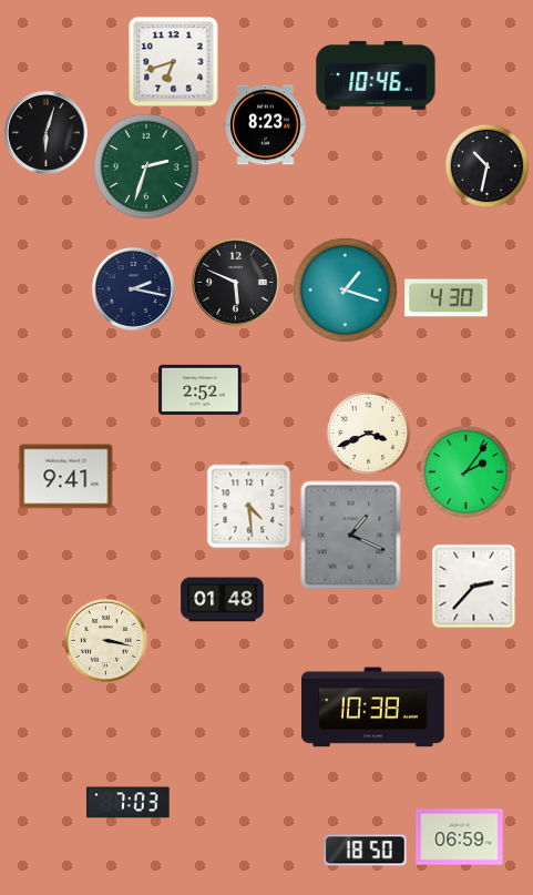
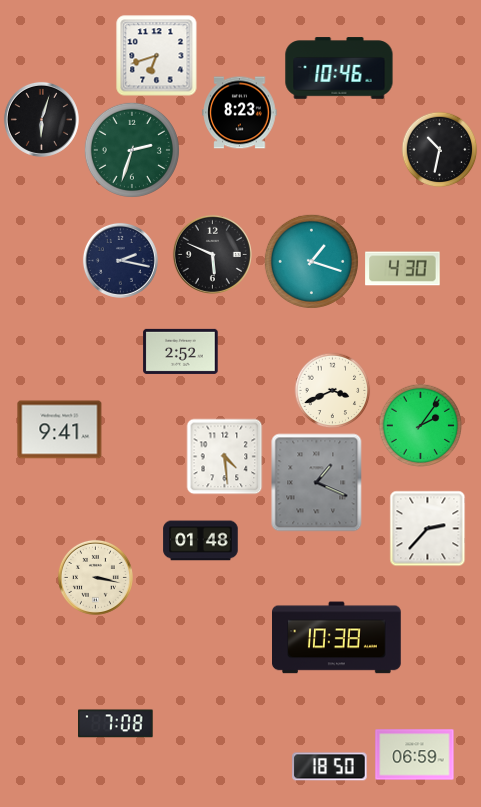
clock at (129, 803): 7:03 -> 7:08
